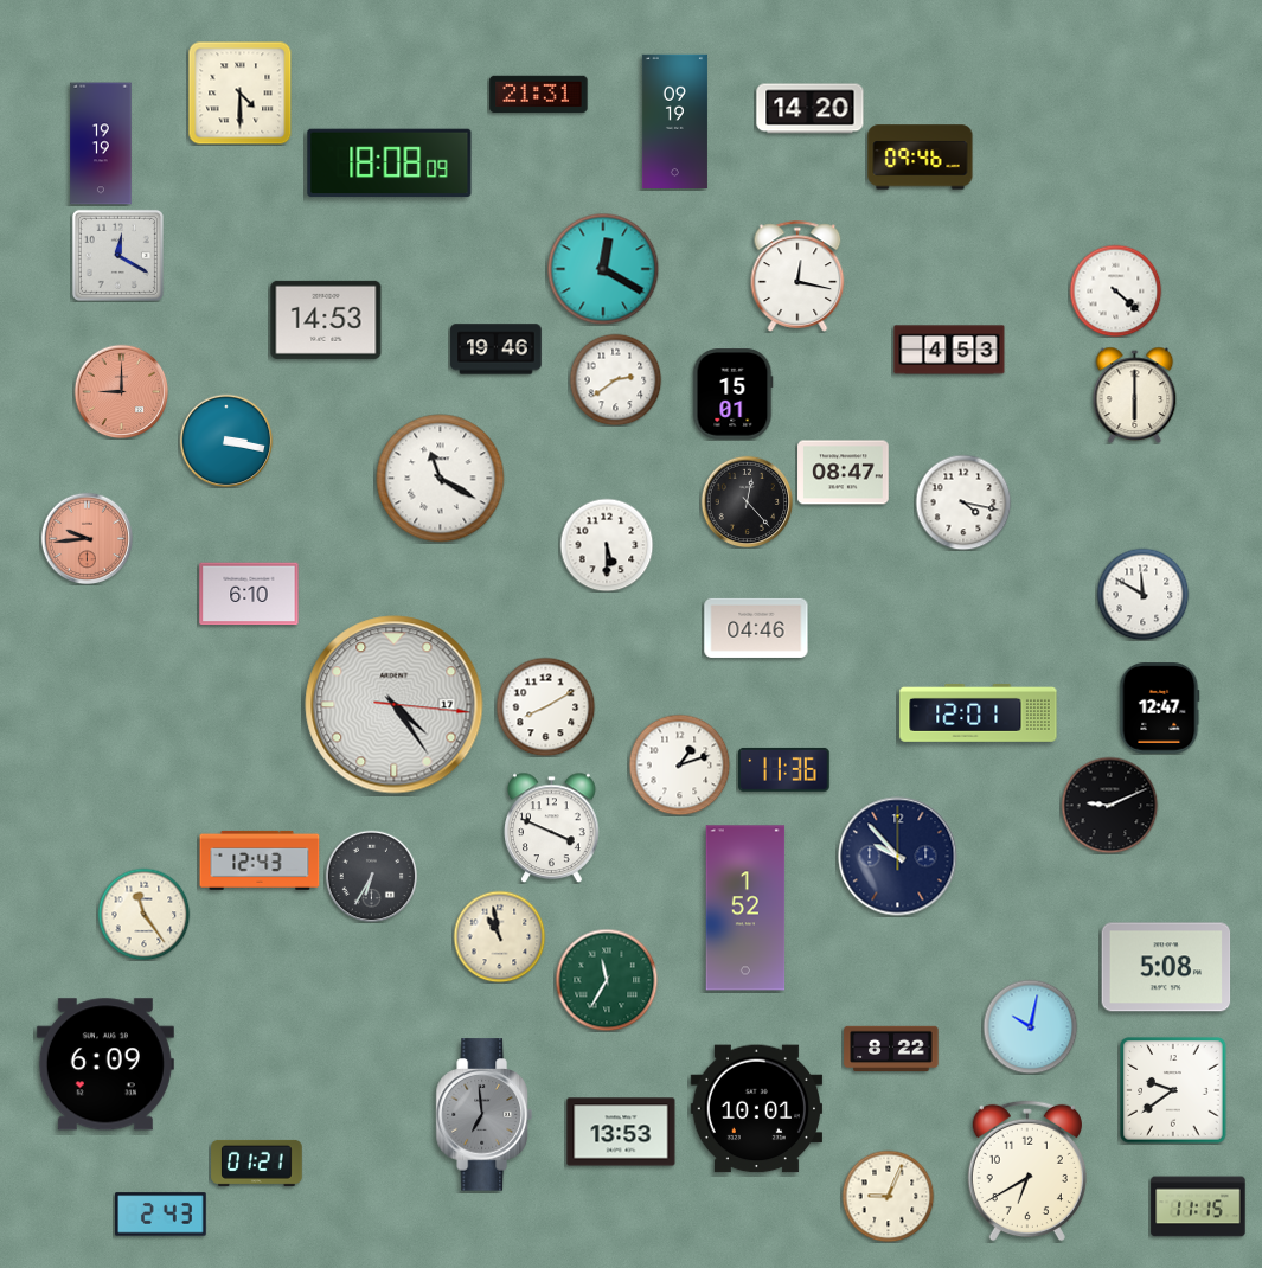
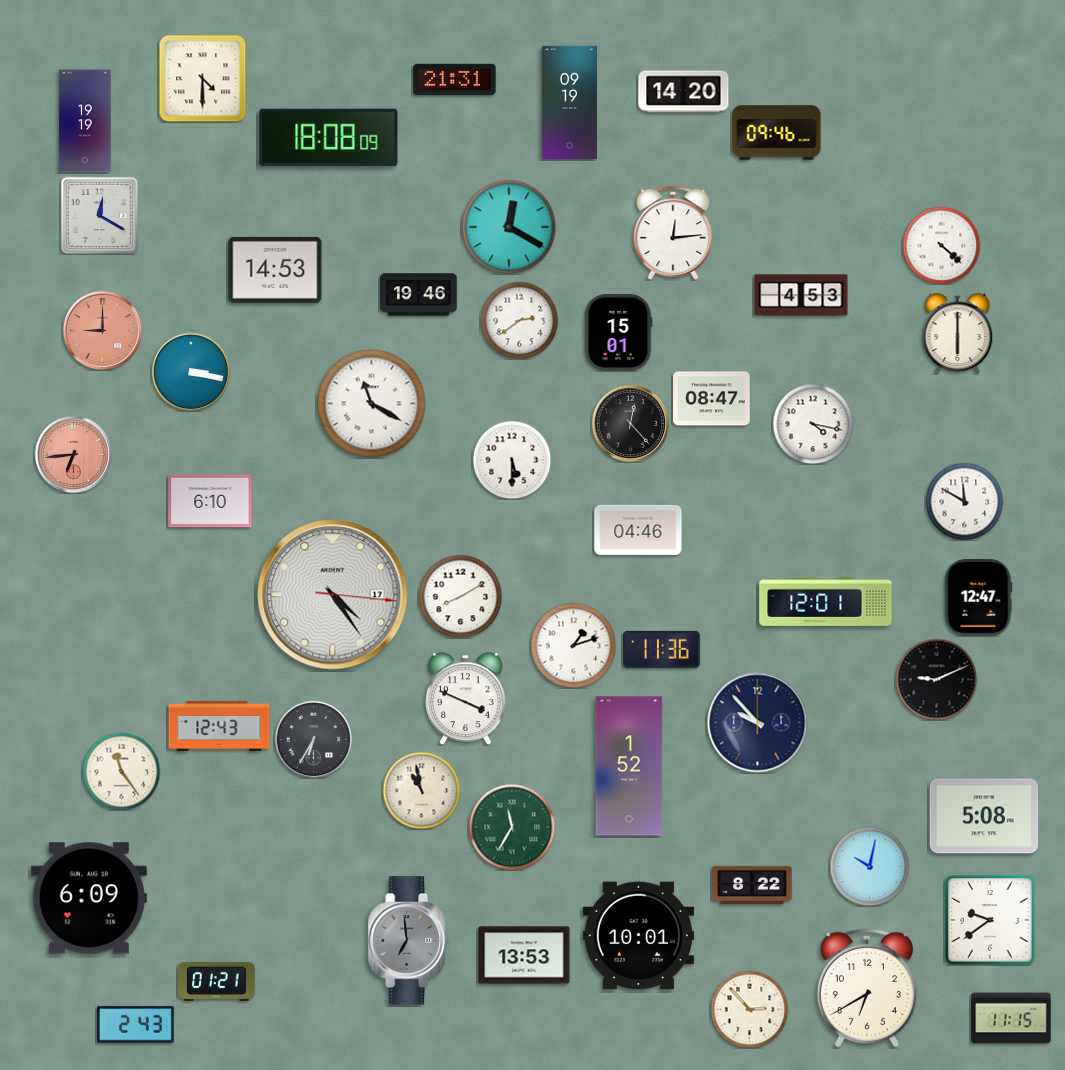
clock at (797, 276): 12:17 -> 12:14
clock at (87, 538): 9:44 -> 6:44
clock at (888, 1196): 9:04 -> 2:53
